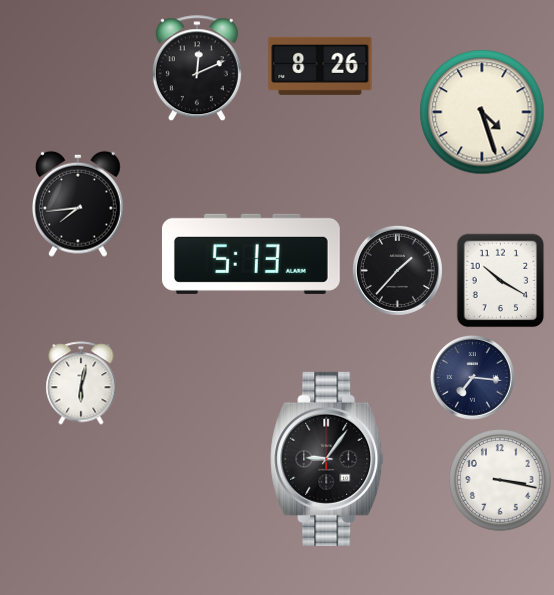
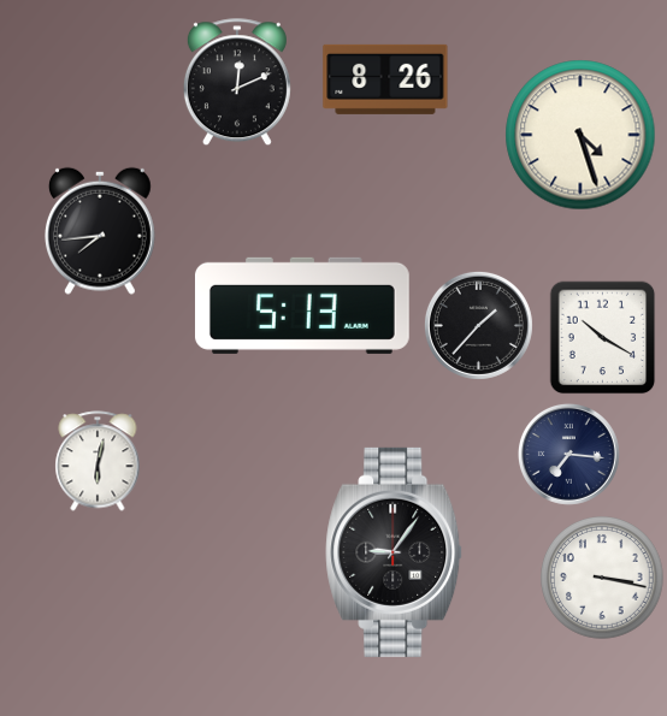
clock at (78, 204) position: (78, 204) -> (100, 231)
